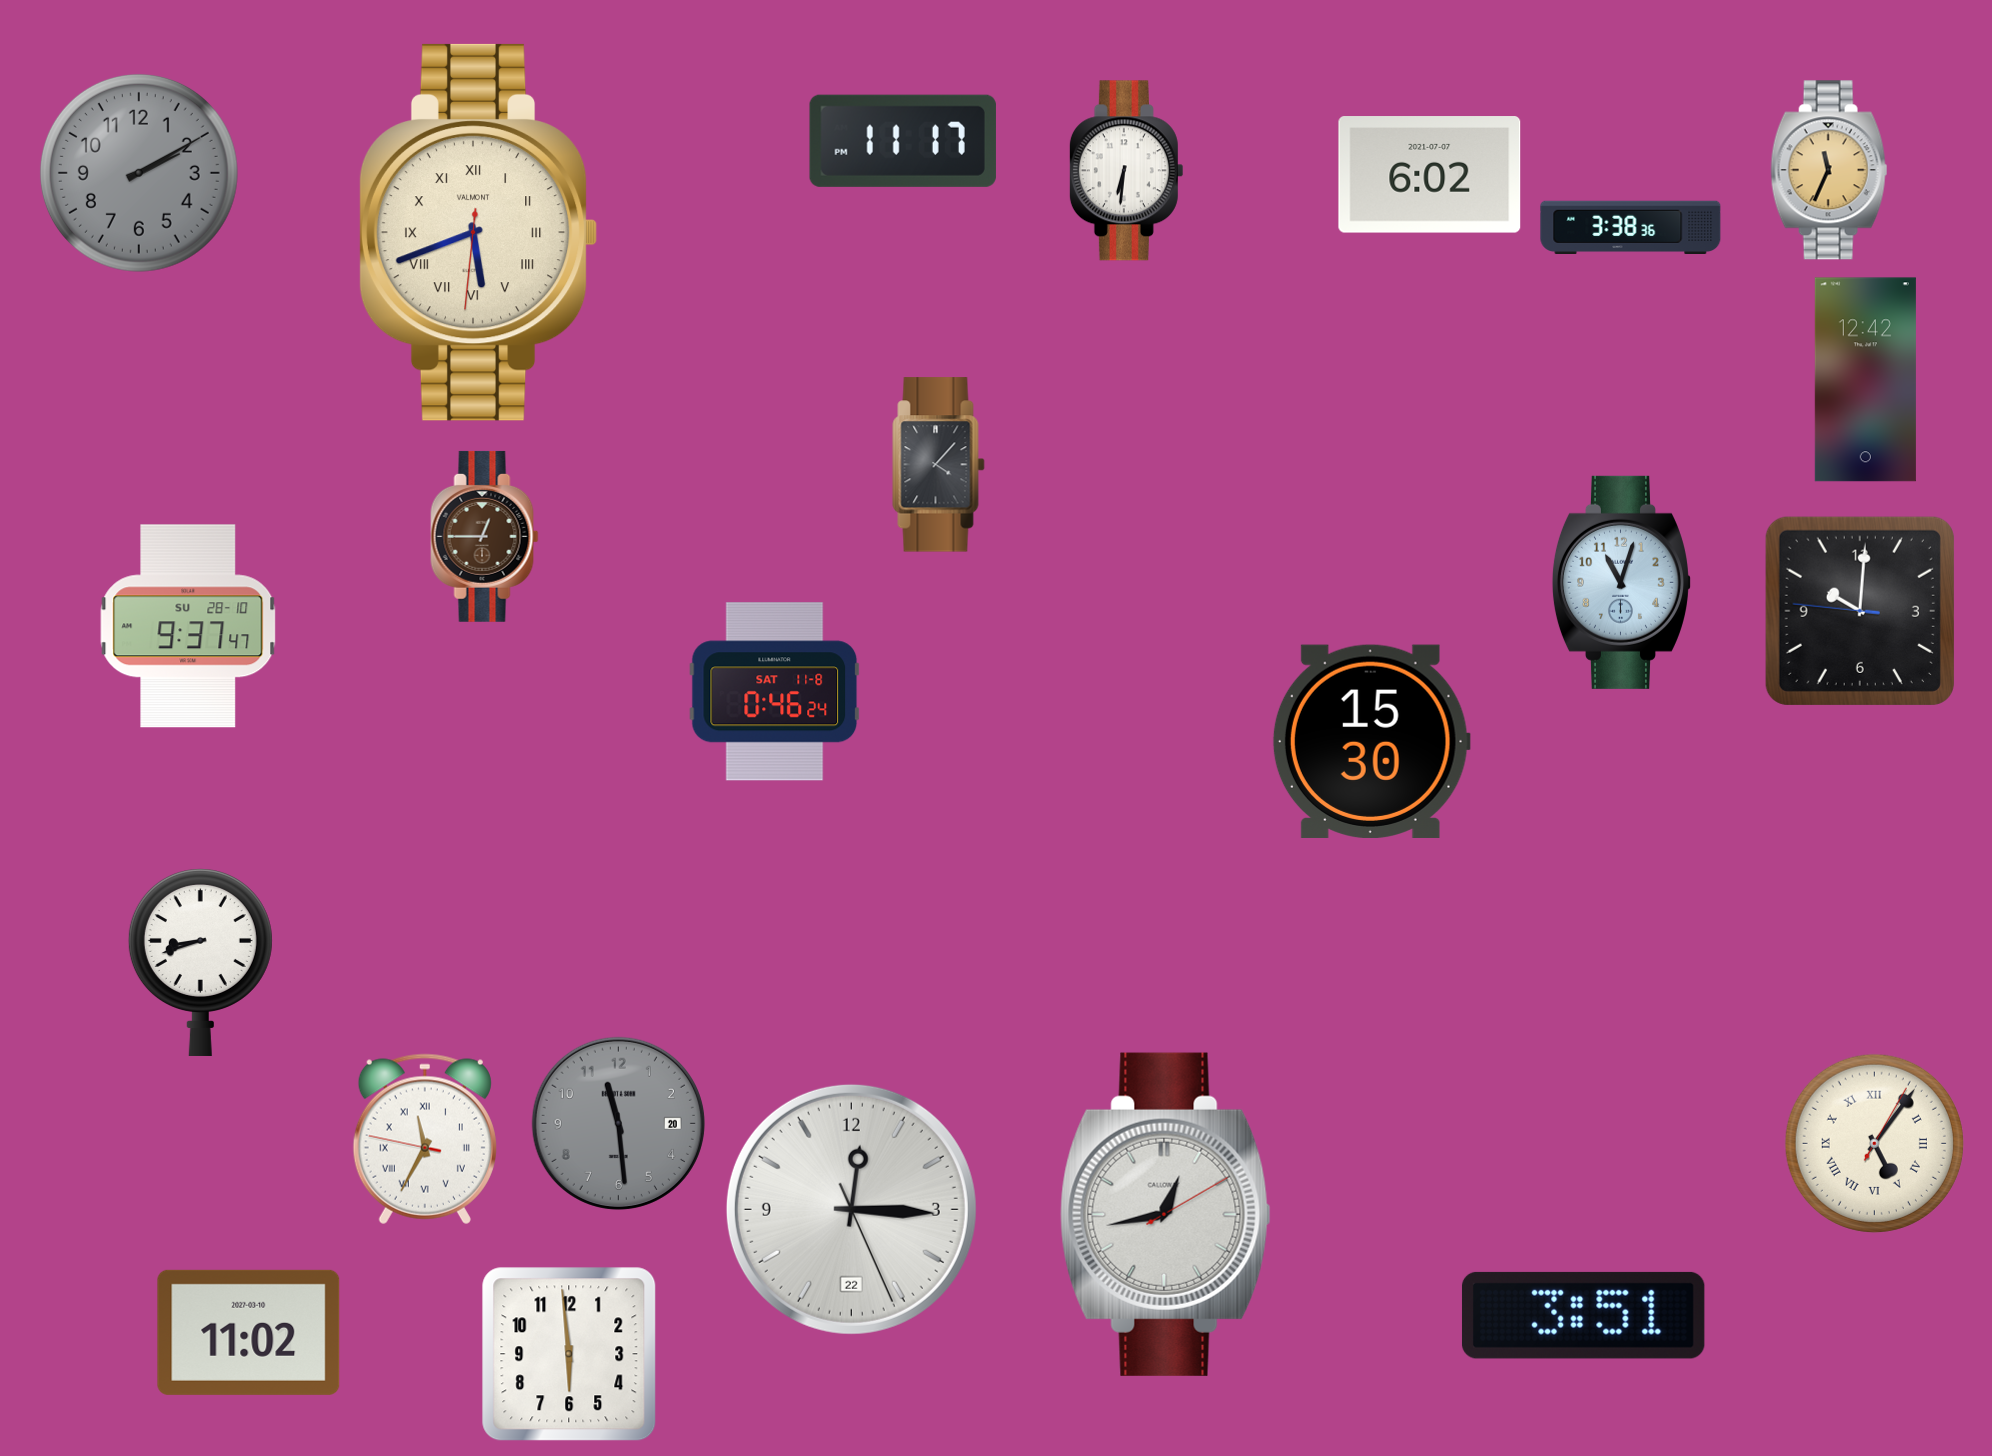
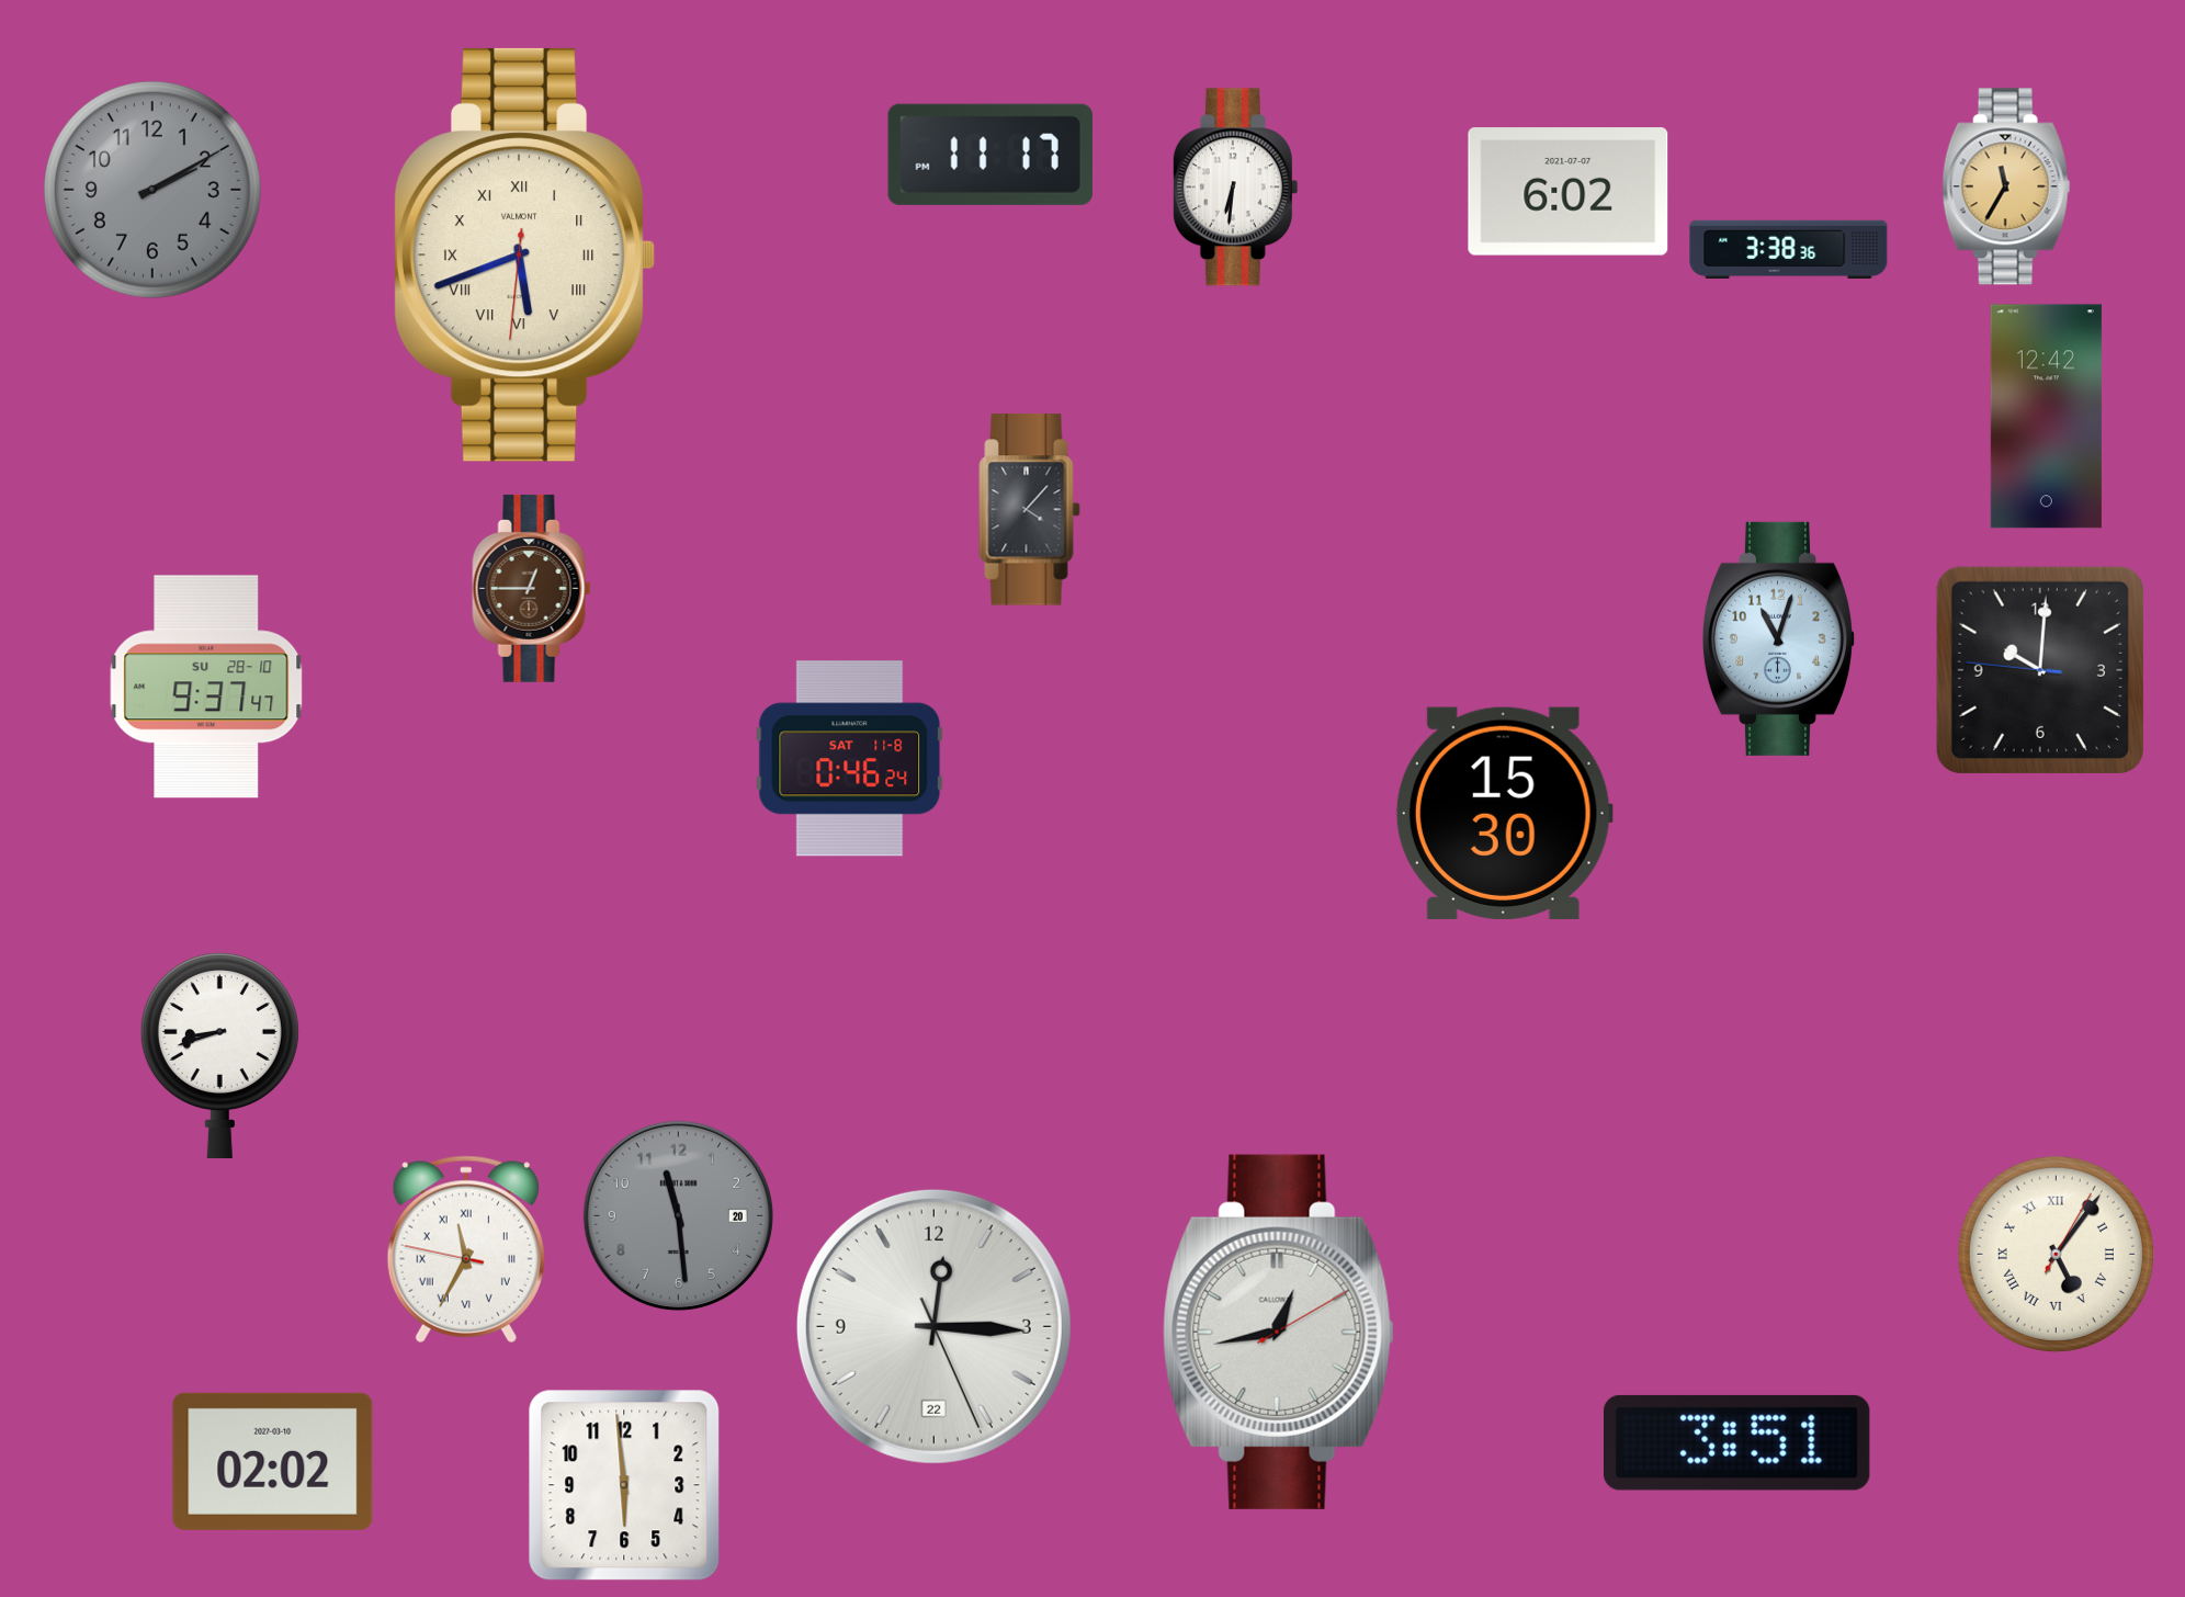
clock at (1829, 170): 11:34 -> 11:35
clock at (618, 1123) position: (618, 1123) -> (678, 1215)
clock at (249, 1332): 11:02 -> 02:02
